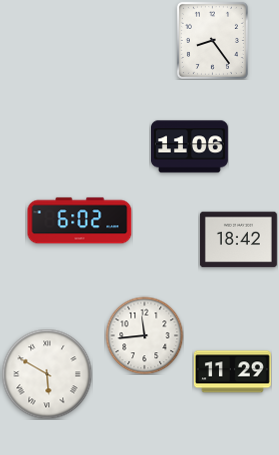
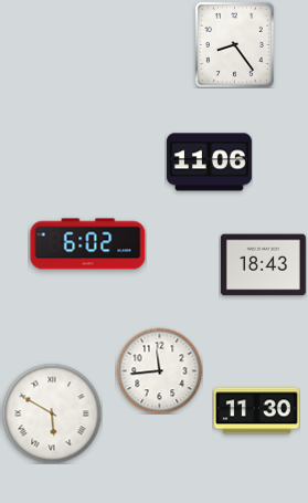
clock at (238, 240): 18:42 -> 18:43
clock at (232, 372): 11:29 -> 11:30
